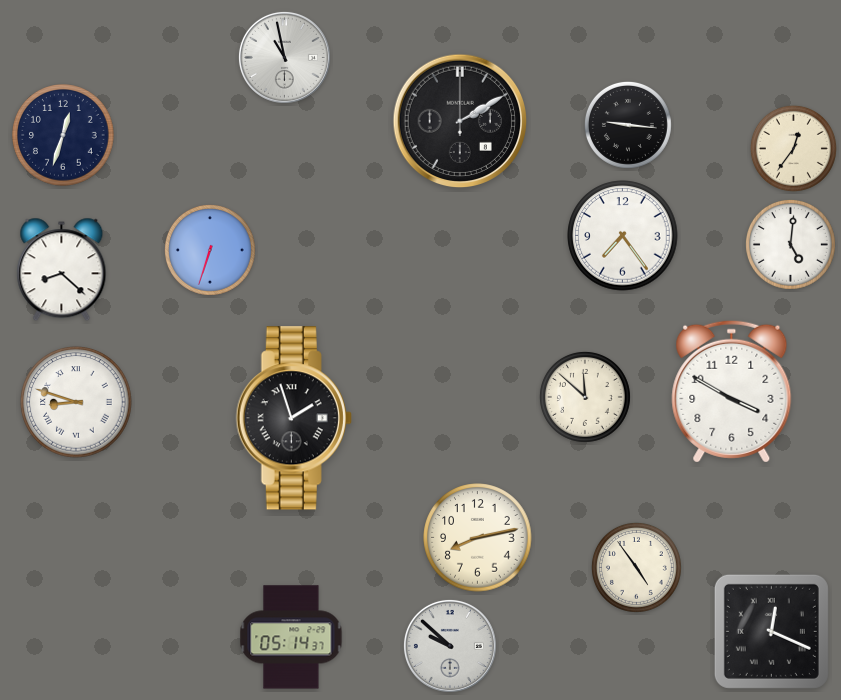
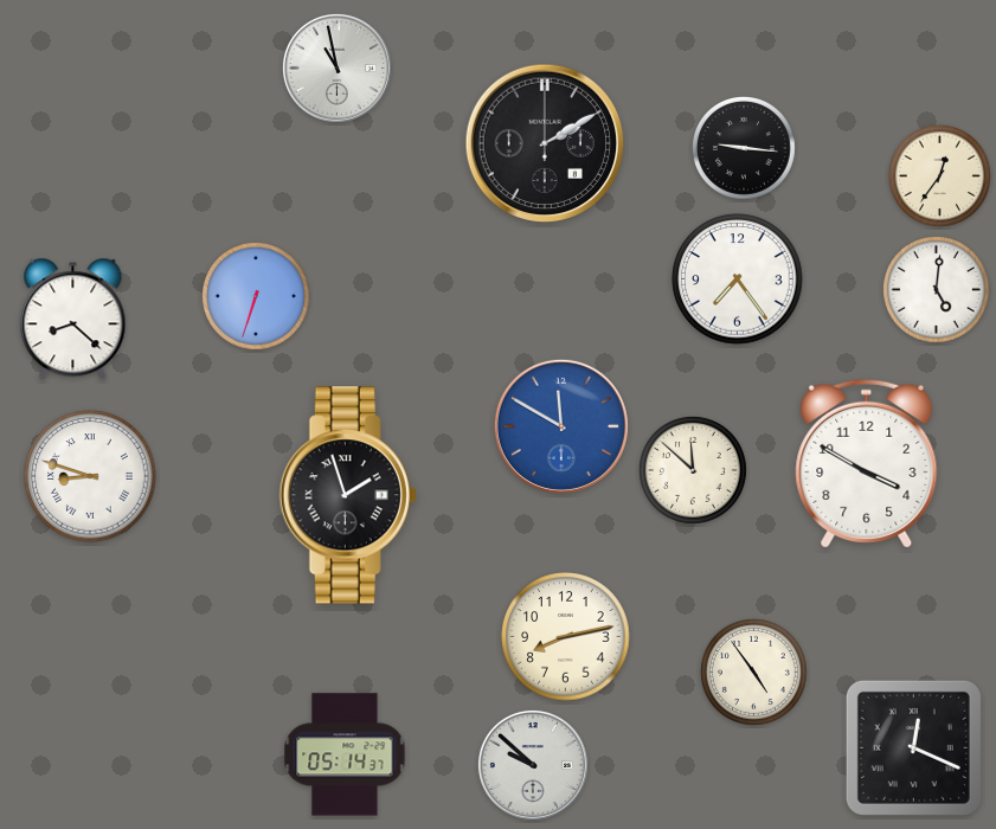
clock at (63, 135): 12:33 -> none
clock at (210, 250) position: (210, 250) -> (256, 296)
clock at (561, 426): none -> 11:50
